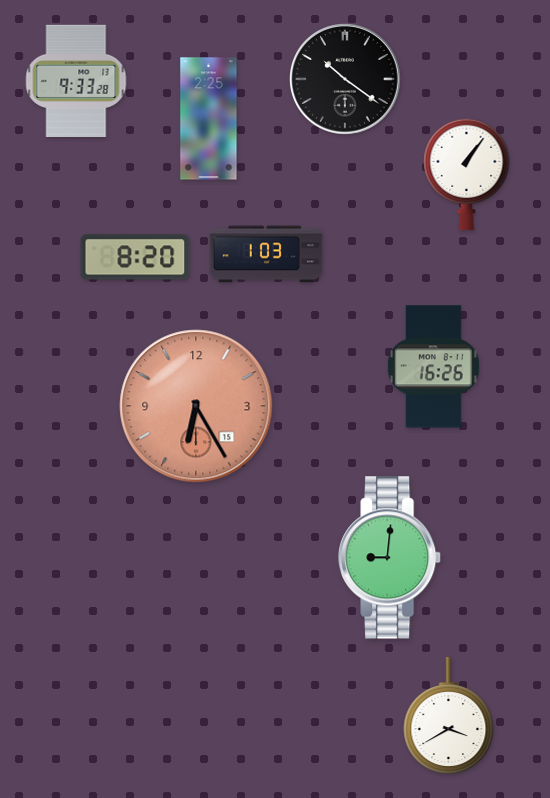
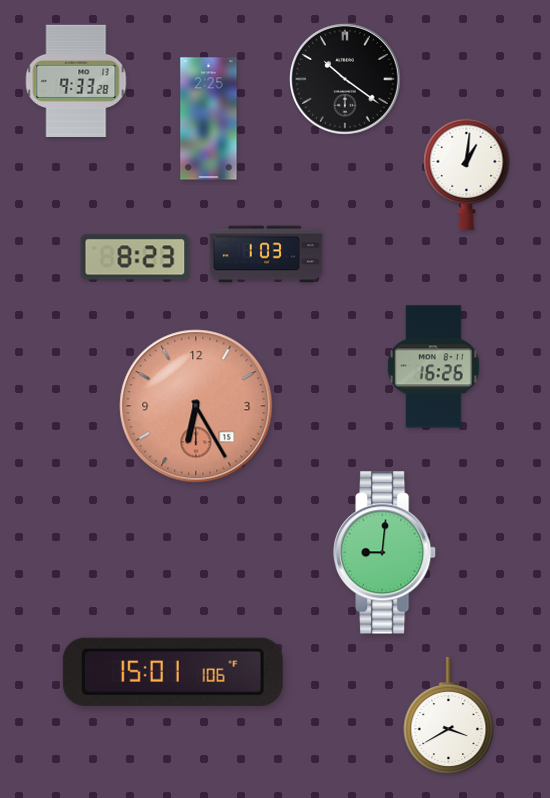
clock at (467, 174): 1:06 -> 1:01
clock at (135, 257): 8:20 -> 8:23
clock at (391, 558) position: (391, 558) -> (386, 553)
clock at (173, 672): none -> 15:01
